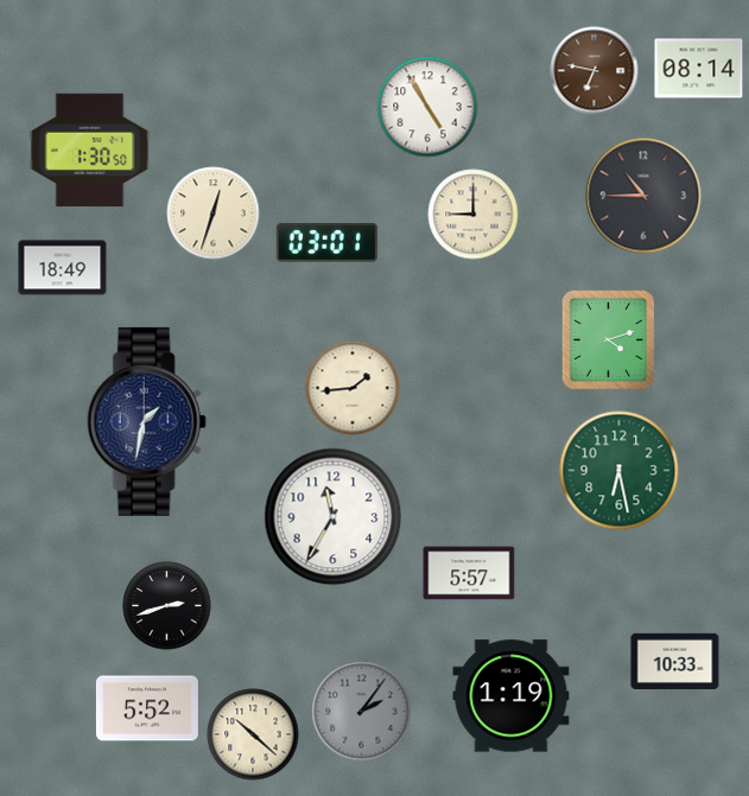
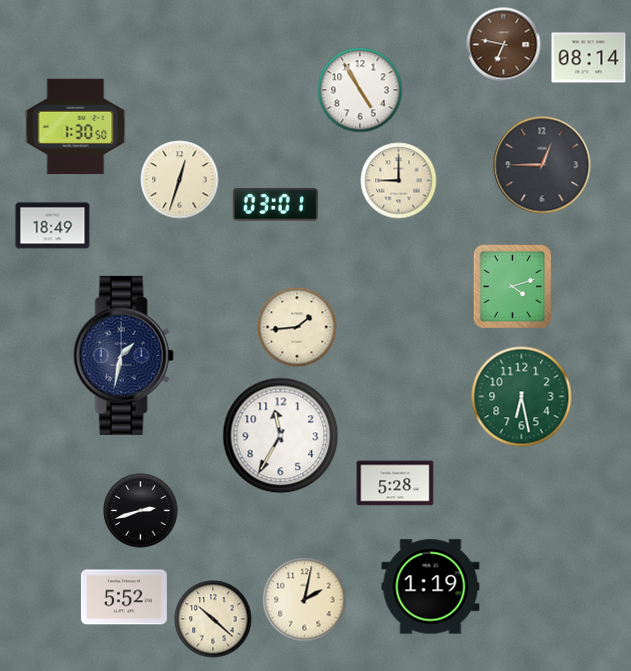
clock at (595, 71) position: (595, 71) -> (504, 45)
clock at (643, 196): 10:45 -> 12:45
clock at (469, 573): 5:57 -> 5:28
clock at (675, 661): 10:33 -> none
clock at (362, 712): 2:06 -> 2:02
clock at (362, 712) dial: grey -> cream
